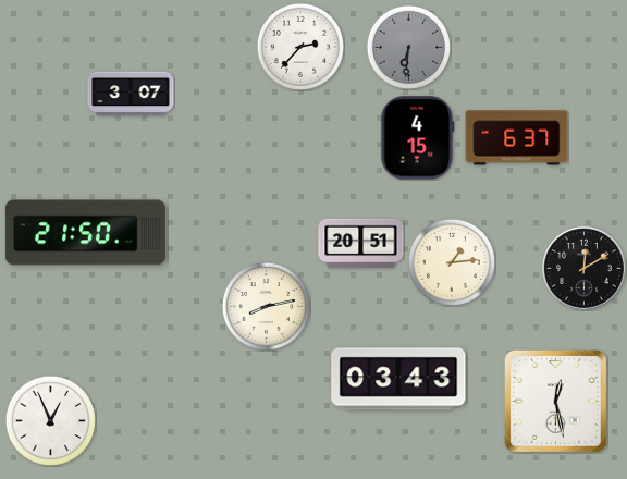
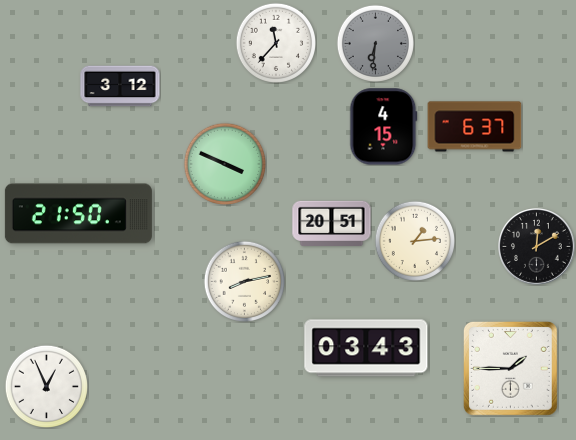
clock at (299, 46): 2:37 -> 11:37
clock at (131, 94): 3:07 -> 3:12
clock at (224, 163): none -> 3:49
clock at (555, 401): 12:28 -> 1:45
